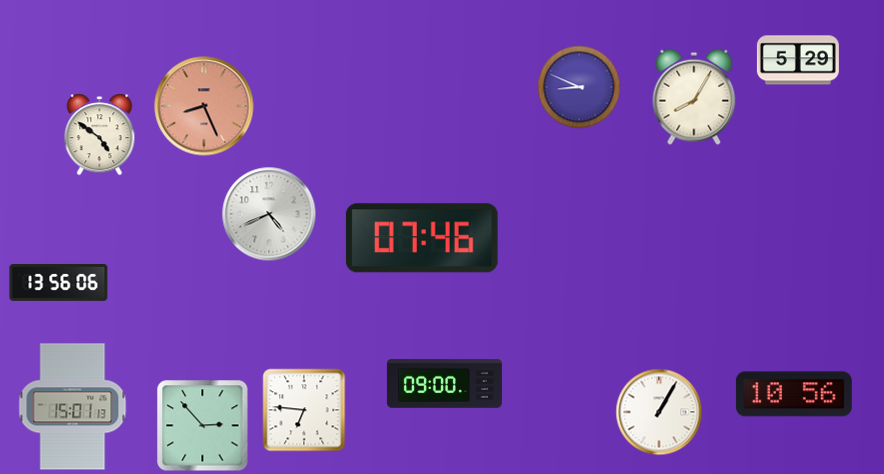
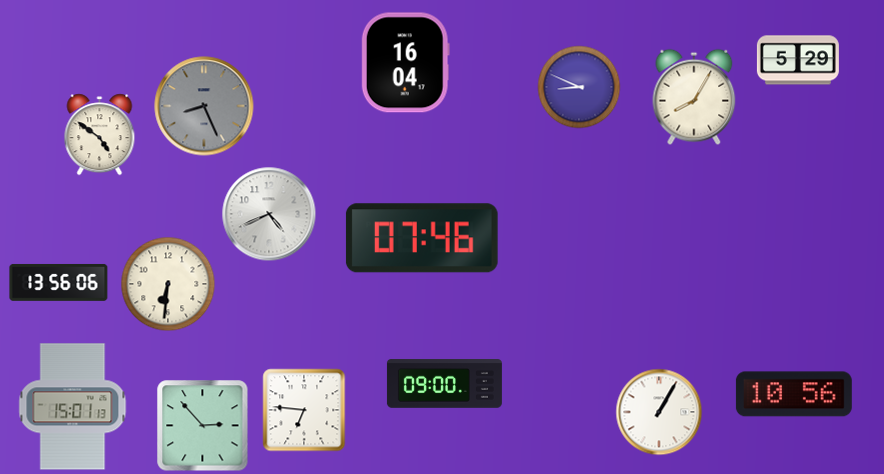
clock at (405, 63): none -> 16:04
clock at (204, 106) dial: salmon -> grey
clock at (168, 284): none -> 6:31
